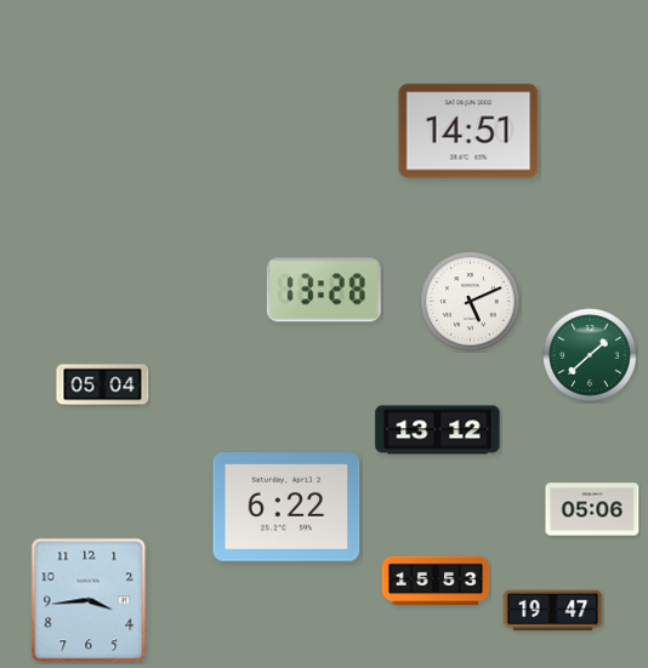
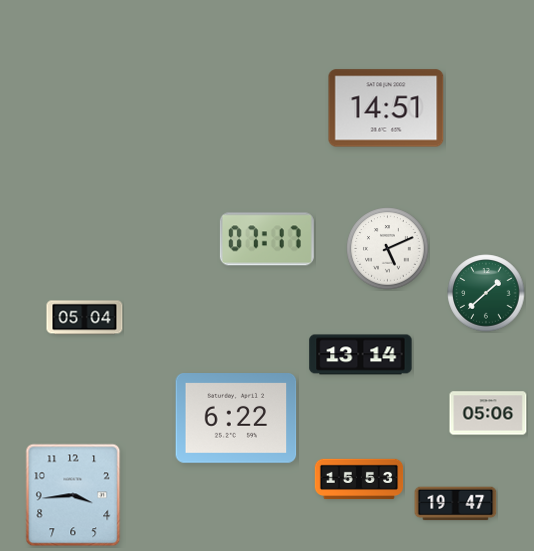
clock at (324, 290): 13:28 -> 07:17
clock at (438, 430): 13:12 -> 13:14
clock at (592, 509) position: (592, 509) -> (488, 413)
